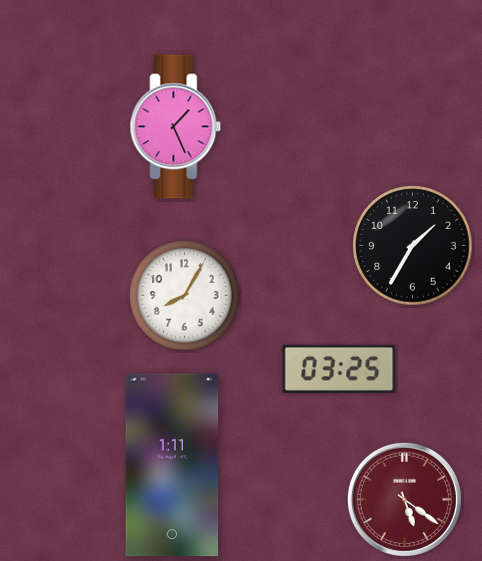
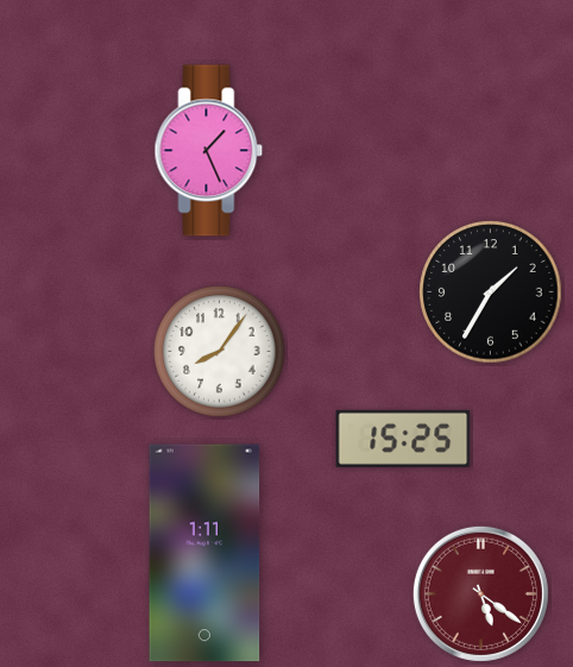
clock at (185, 296): 8:05 -> 8:06
clock at (339, 369): 03:25 -> 15:25
